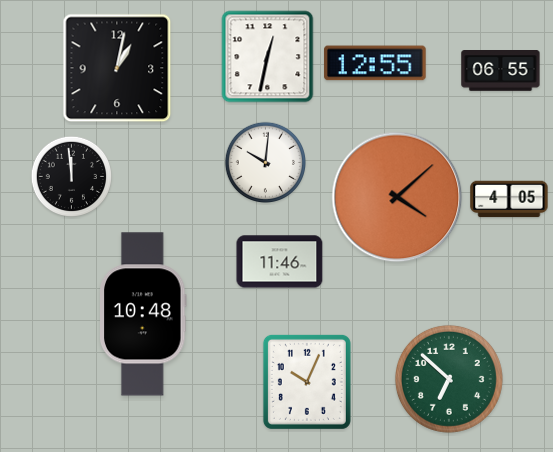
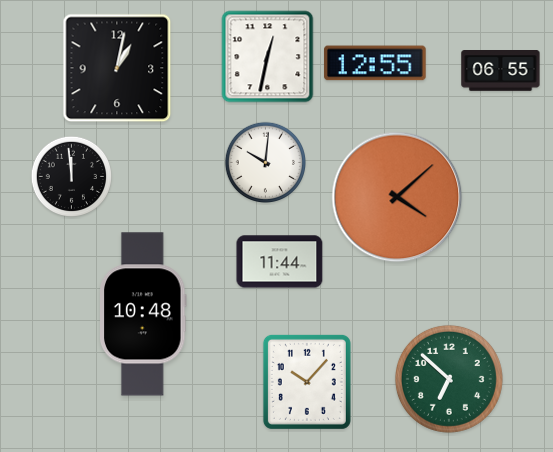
clock at (509, 199): 4:05 -> none
clock at (280, 262): 11:46 -> 11:44
clock at (307, 382): 10:04 -> 10:07
